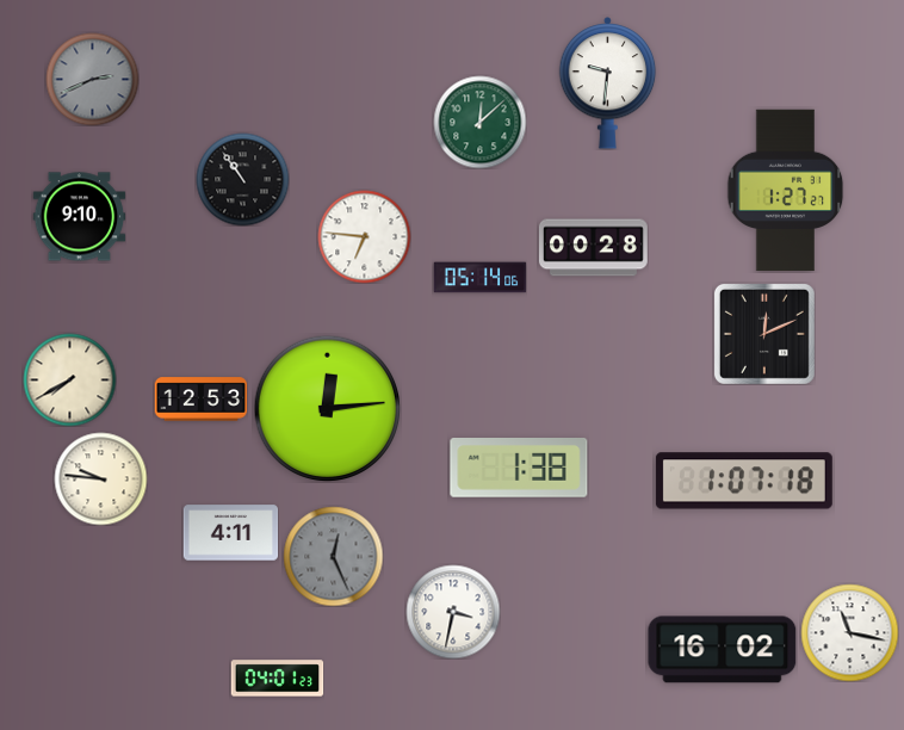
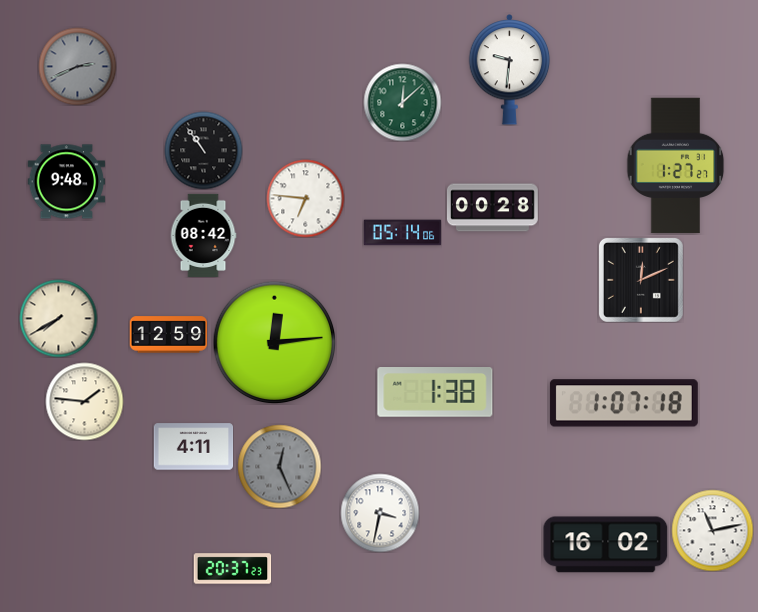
clock at (786, 191) position: (786, 191) -> (676, 166)
clock at (79, 217): 9:10 -> 9:48
clock at (593, 248) position: (593, 248) -> (492, 208)
clock at (203, 235): none -> 08:42
clock at (200, 400): 12:53 -> 12:59
clock at (100, 478): 9:46 -> 1:46
clock at (849, 632): 11:17 -> 11:13
clock at (277, 679): 04:01 -> 20:37
